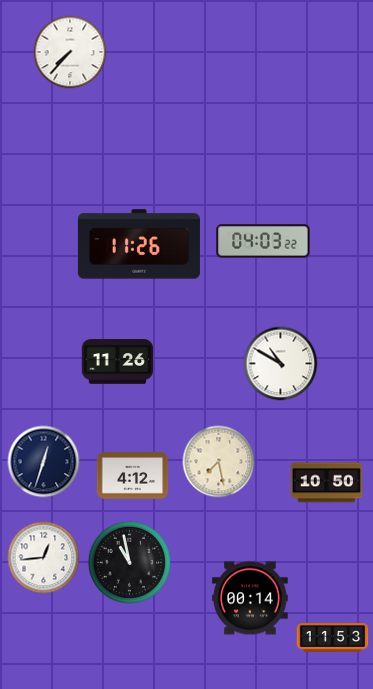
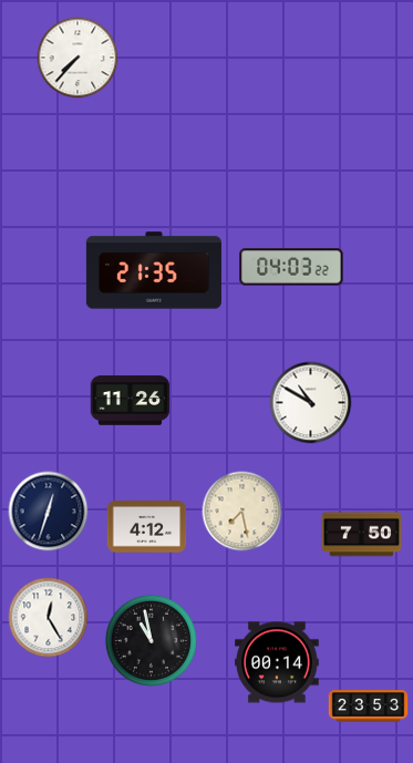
clock at (139, 244): 11:26 -> 21:35
clock at (327, 483): 10:50 -> 7:50
clock at (44, 558): 12:44 -> 12:25
clock at (129, 562) position: (129, 562) -> (151, 640)
clock at (333, 638): 11:53 -> 23:53
